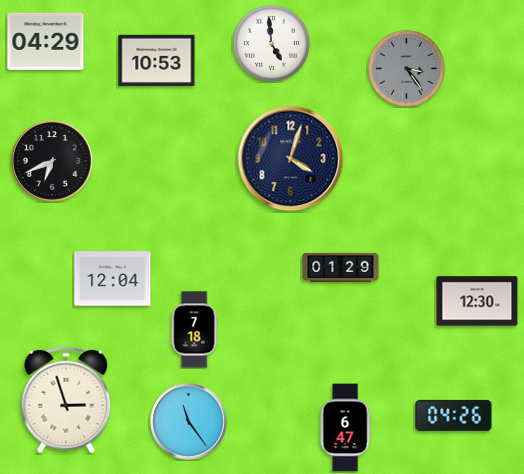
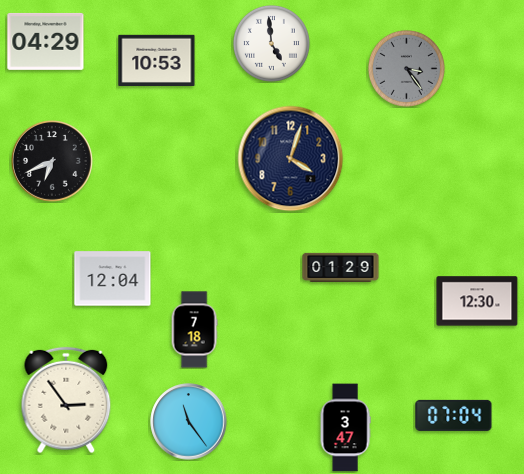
clock at (66, 400): 2:57 -> 2:54
clock at (454, 415): 04:26 -> 07:04
clock at (345, 428): 6:47 -> 3:47
